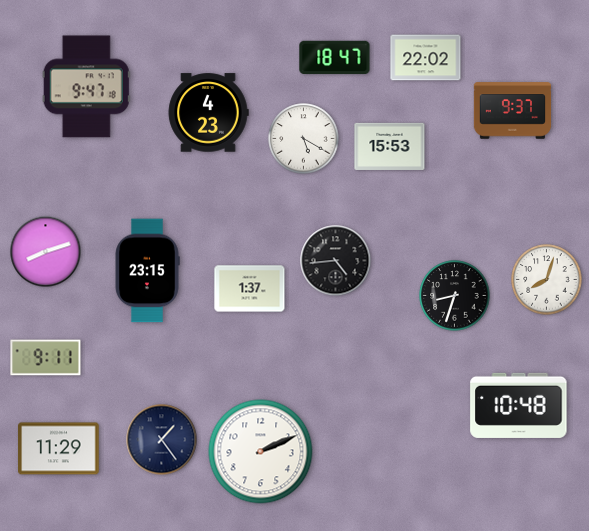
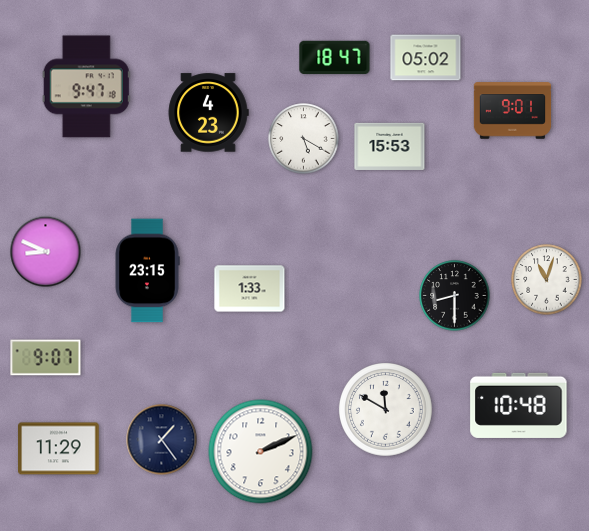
clock at (426, 58): 22:02 -> 05:02
clock at (513, 111): 9:37 -> 9:01
clock at (46, 252): 8:12 -> 8:49
clock at (336, 261): 4:44 -> none
clock at (547, 280): 8:03 -> 11:03
clock at (250, 289): 1:37 -> 1:33
clock at (455, 296): 8:33 -> 8:30
clock at (46, 358): 9:11 -> 9:07
clock at (386, 410): none -> 11:50
